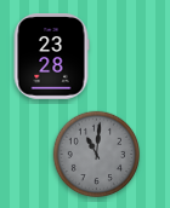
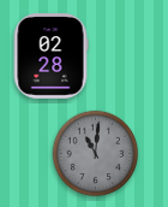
clock at (51, 57): 23:28 -> 02:28
